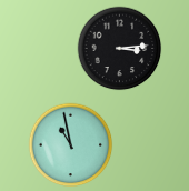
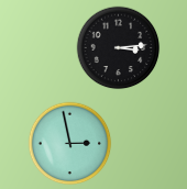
clock at (71, 145): 10:58 -> 2:58
